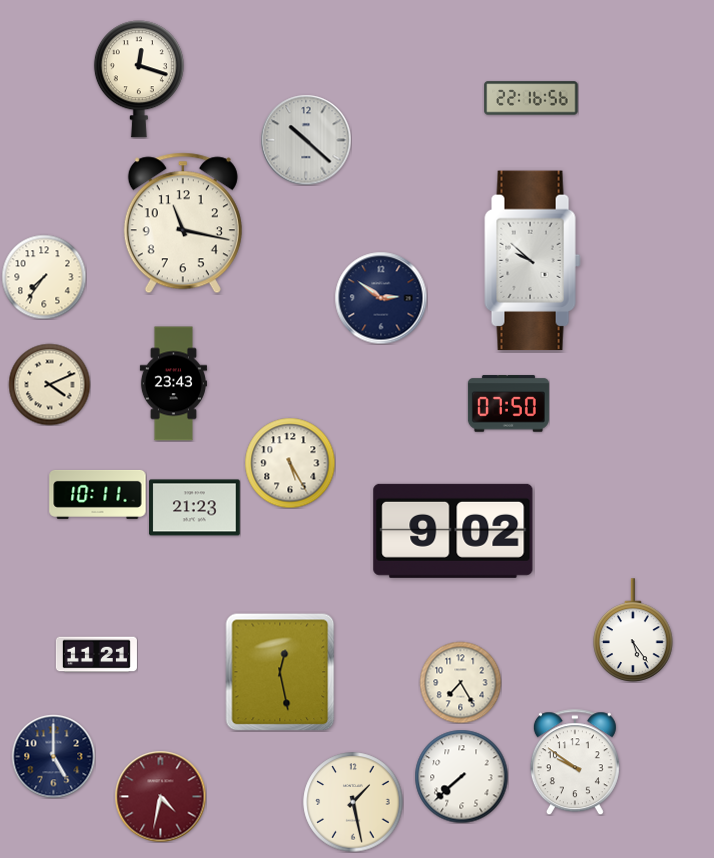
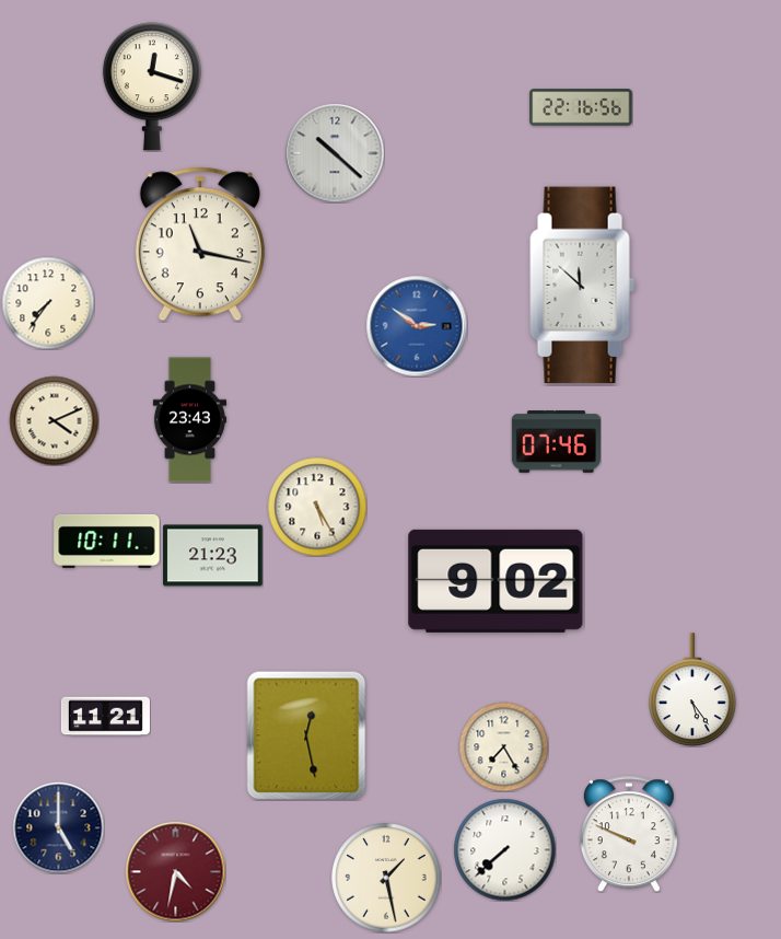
clock at (533, 261): 9:52 -> 11:52
clock at (381, 298) dial: navy -> blue
clock at (508, 404): 07:50 -> 07:46
clock at (575, 762): 9:51 -> 9:49
